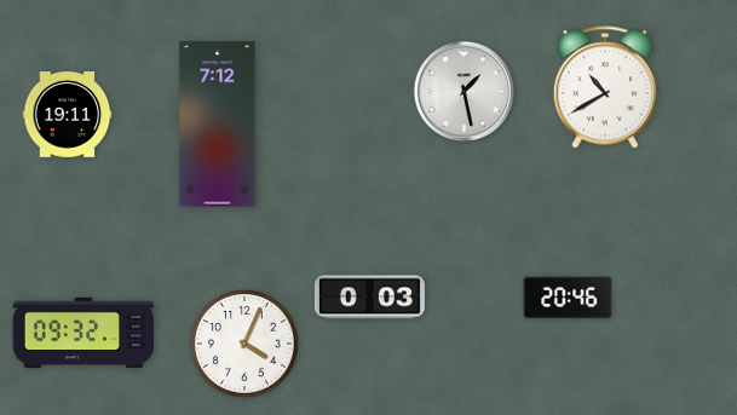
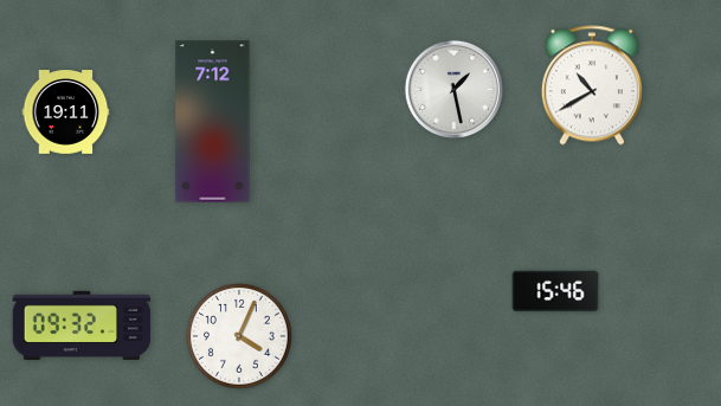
clock at (369, 298): 0:03 -> none
clock at (568, 298): 20:46 -> 15:46
